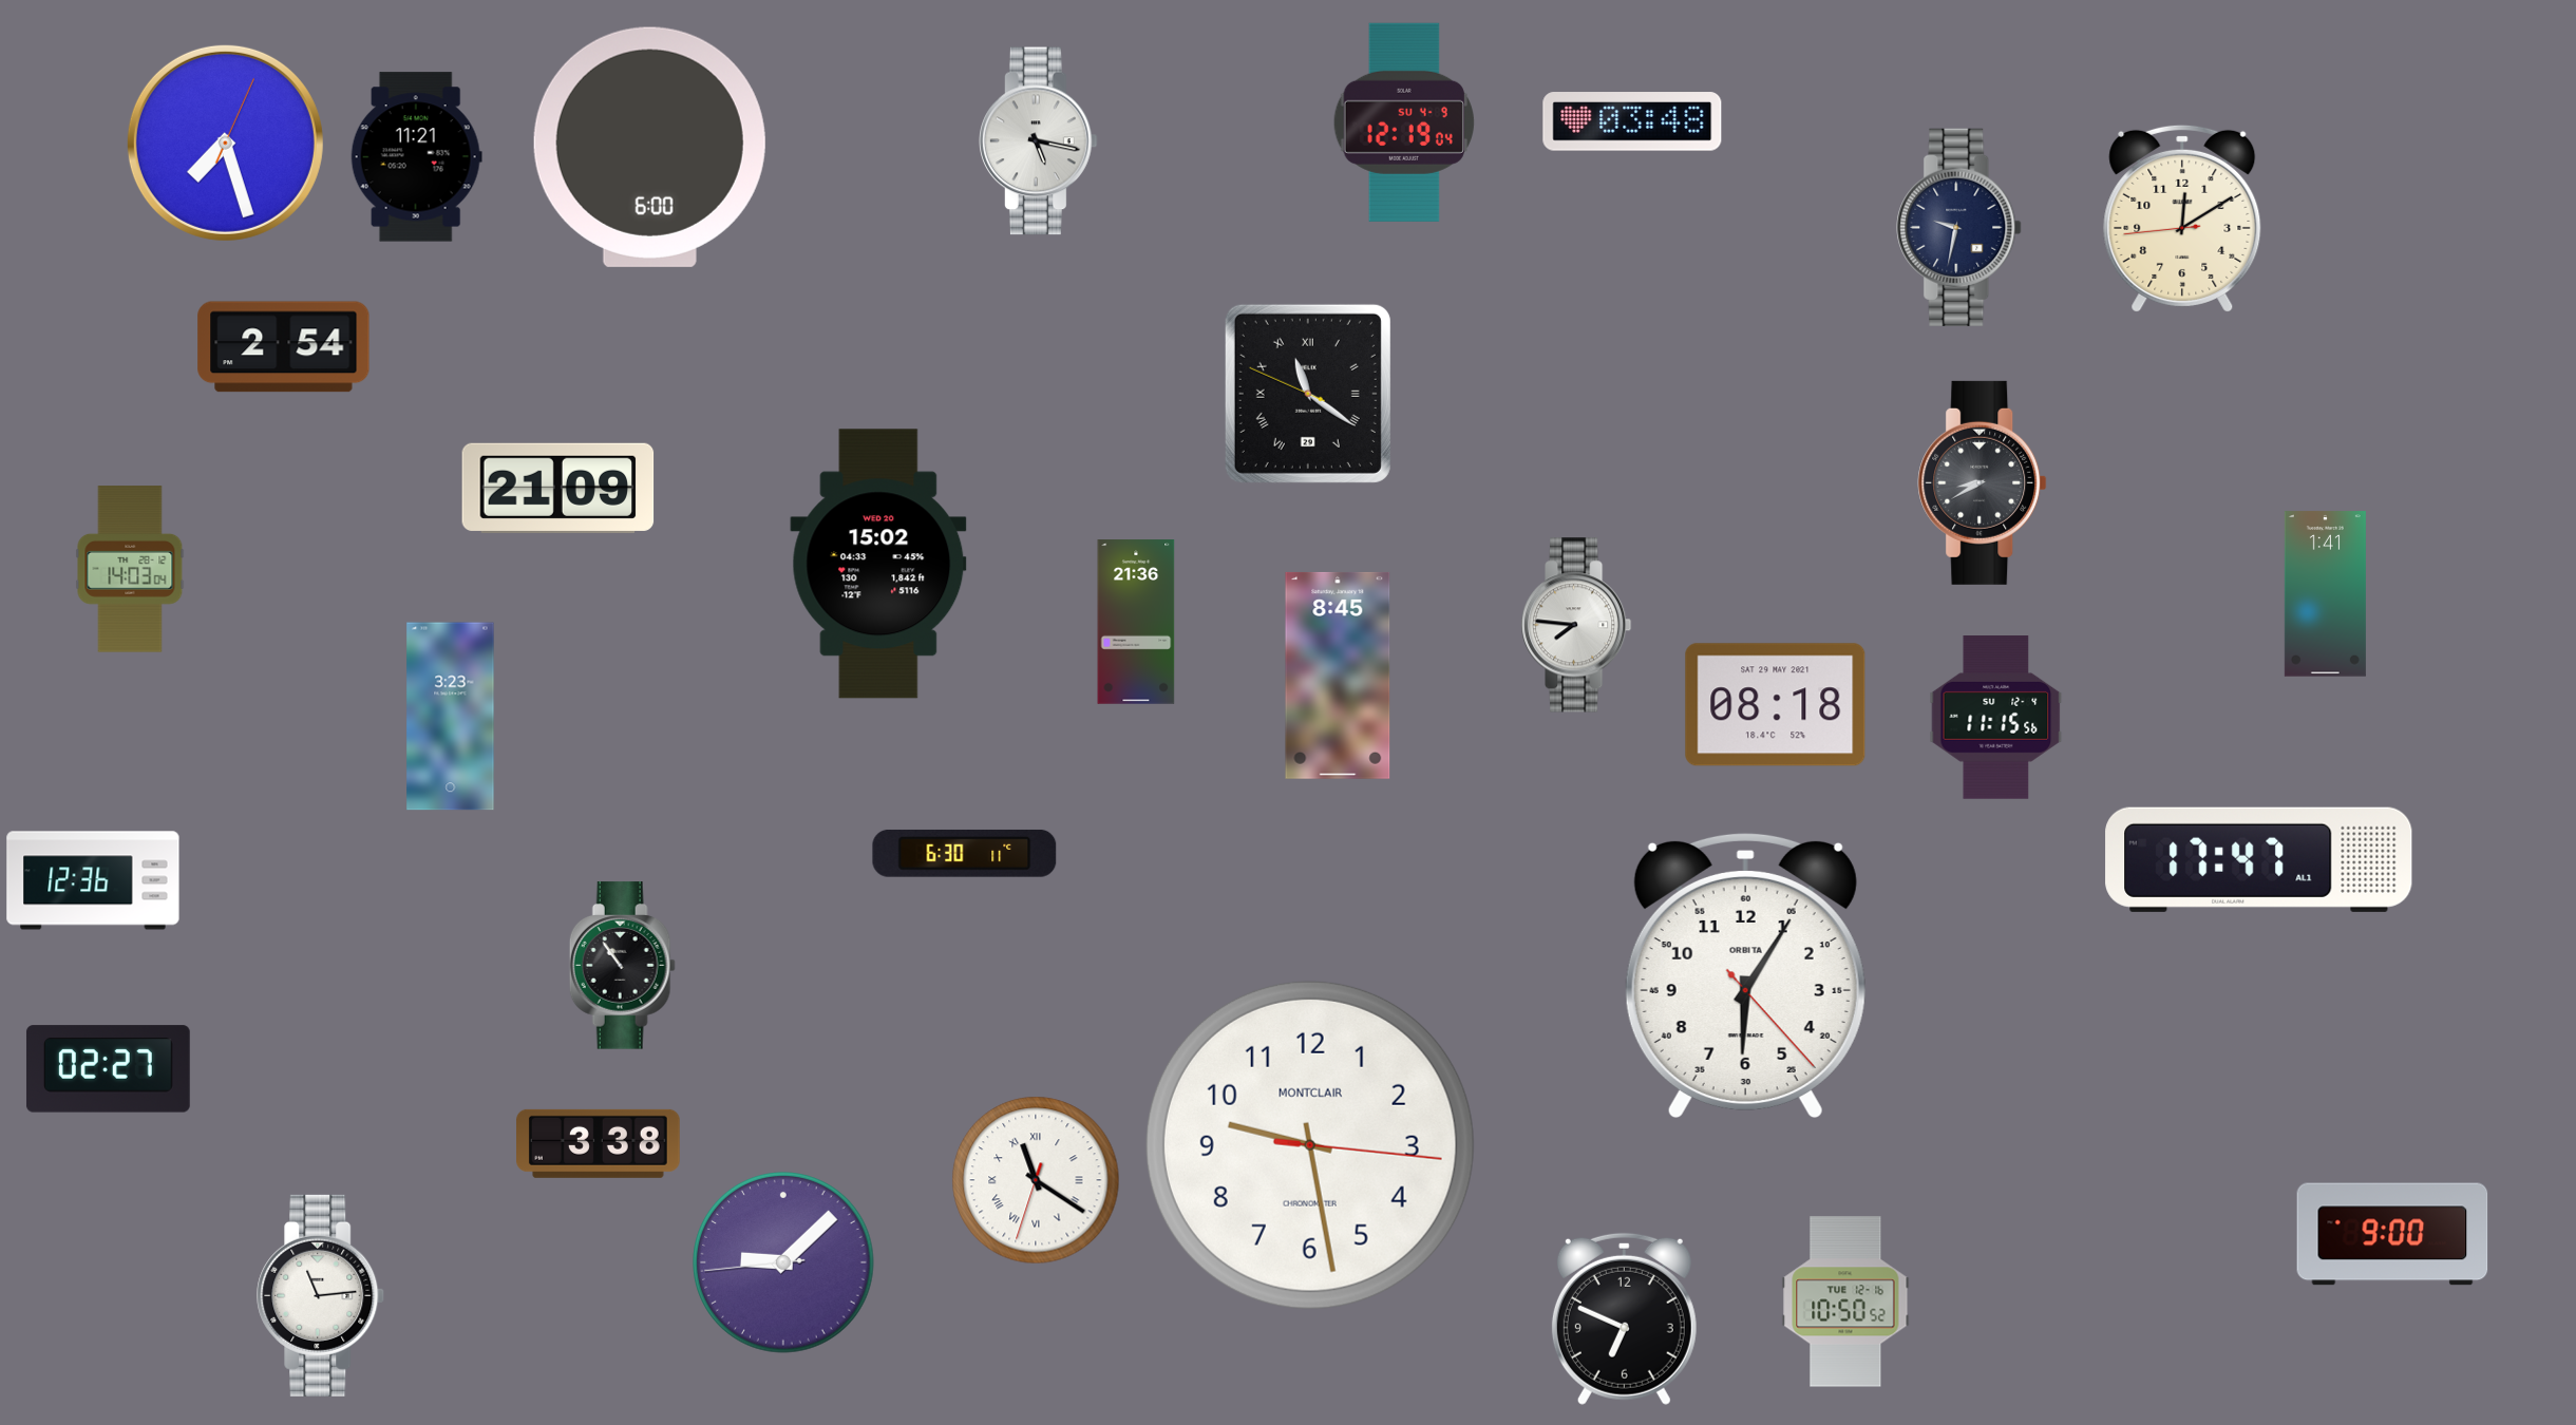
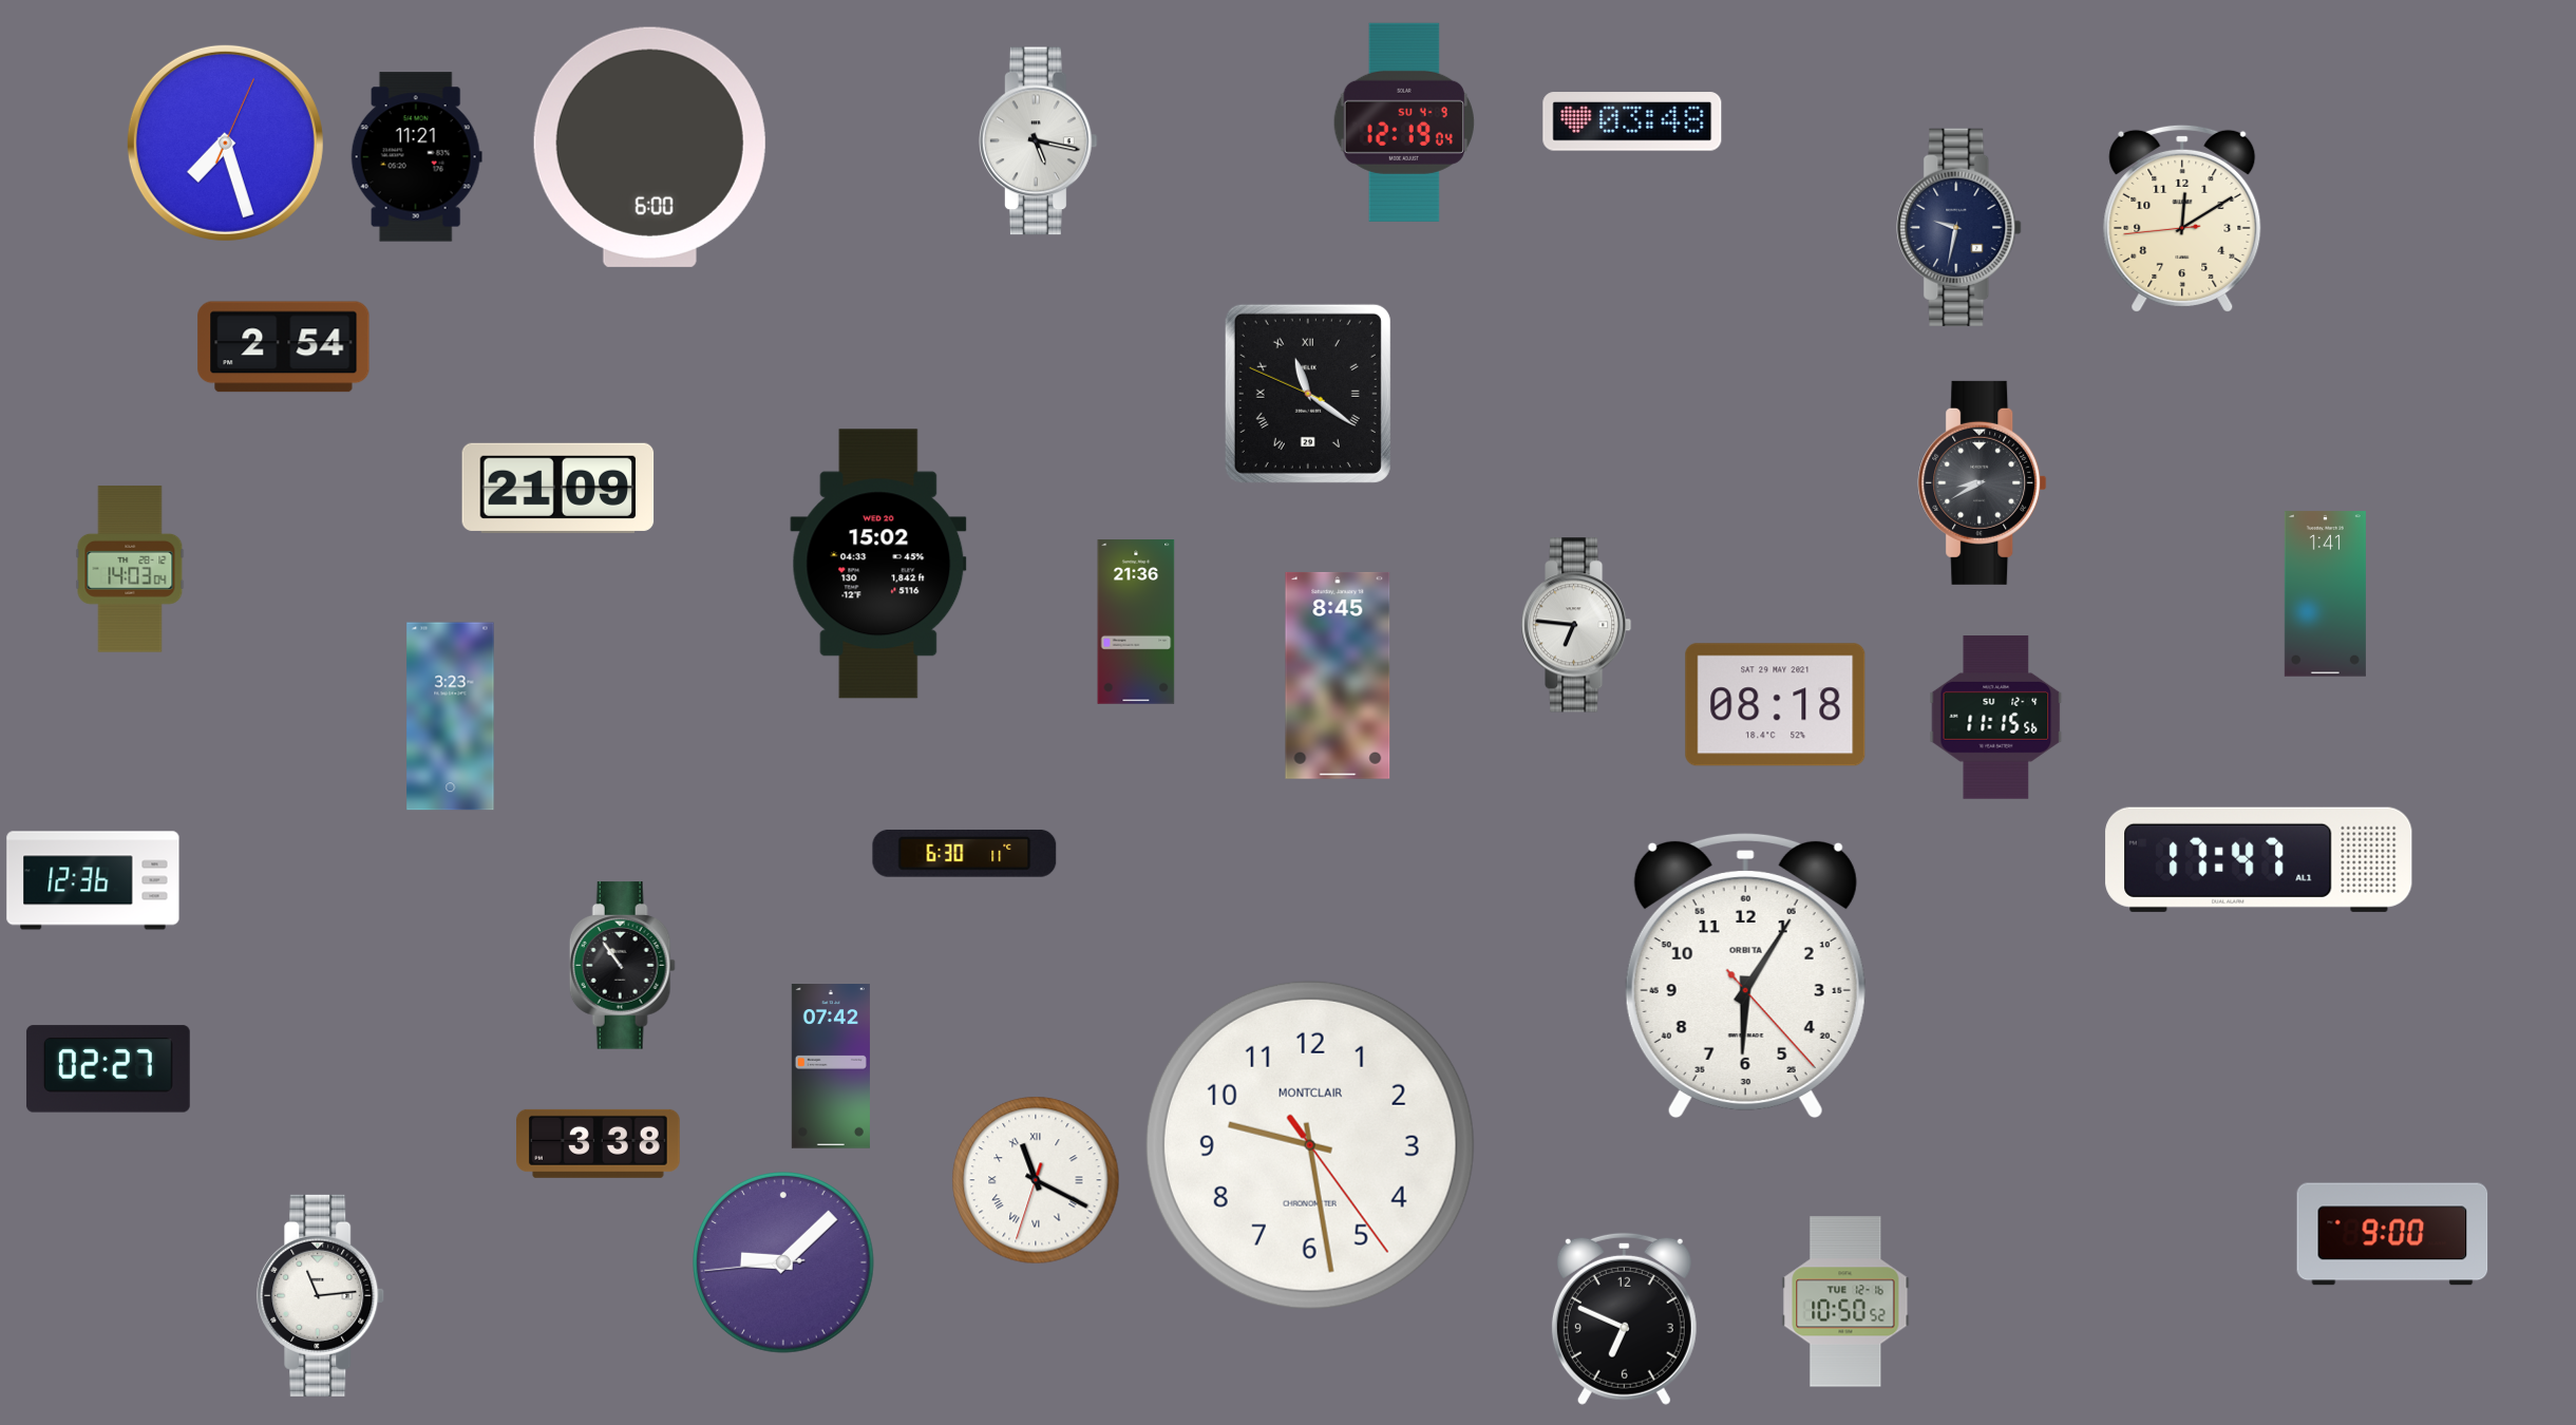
clock at (1577, 625): 7:46 -> 6:46
clock at (831, 1066): none -> 07:42
clock at (1310, 1145): 9:28:16 -> 9:28:24
clock at (1036, 1180): 11:20 -> 11:19
